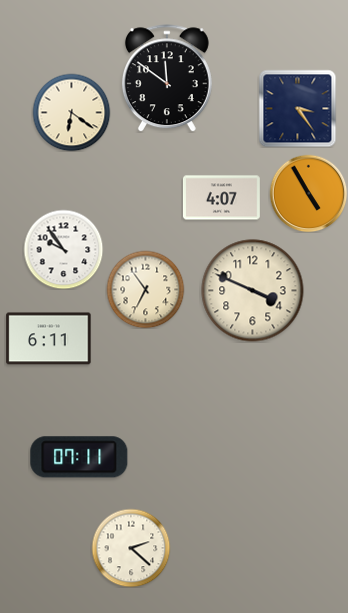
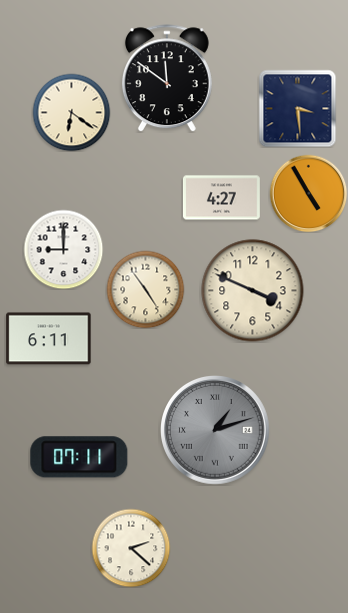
clock at (297, 108): 3:24 -> 3:29
clock at (221, 198): 4:07 -> 4:27
clock at (63, 249): 9:54 -> 9:00
clock at (145, 289): 6:54 -> 4:54
clock at (216, 431): none -> 1:12
